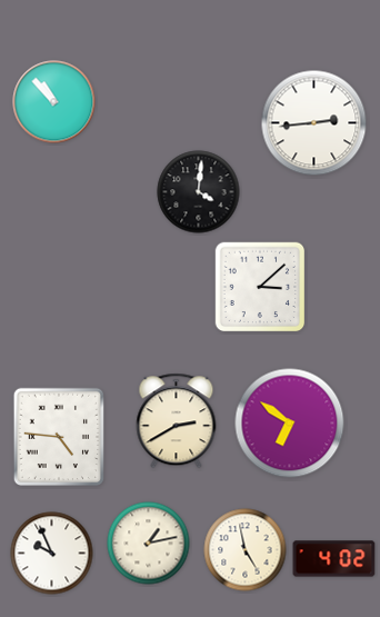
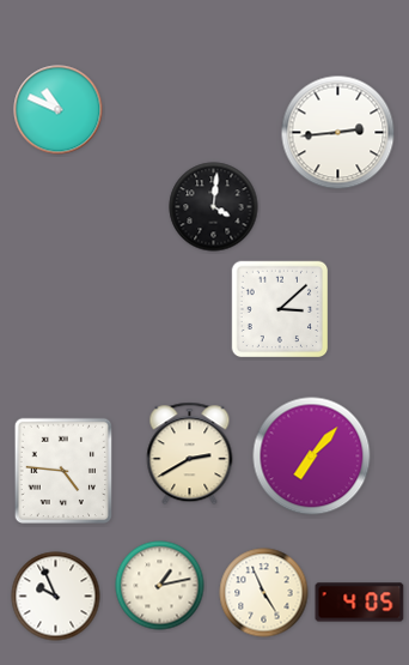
clock at (54, 102): 10:53 -> 10:49
clock at (290, 424): 6:51 -> 7:07
clock at (246, 550): 4:58 -> 4:56
clock at (334, 559): 4:02 -> 4:05
